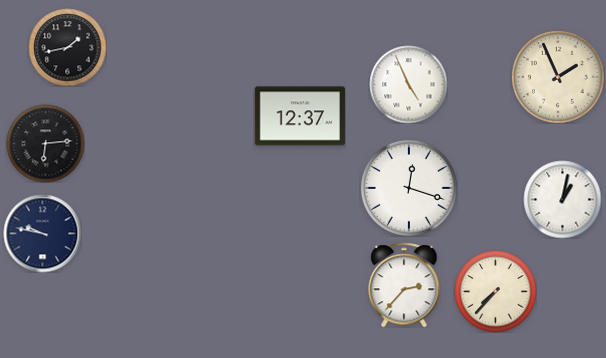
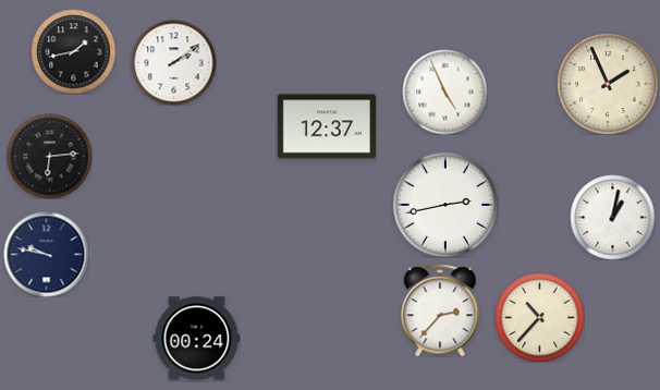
clock at (173, 62): none -> 2:09
clock at (409, 188): 12:18 -> 2:43
clock at (495, 291): 7:37 -> 10:37
clock at (196, 339): none -> 00:24
